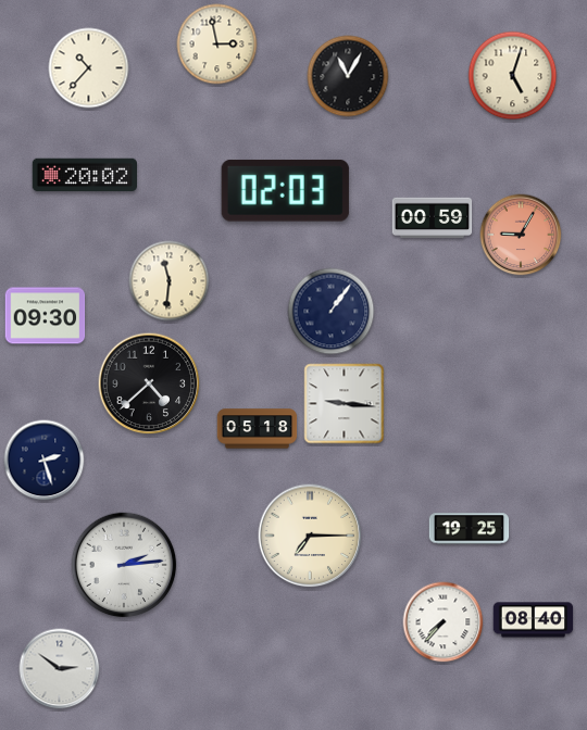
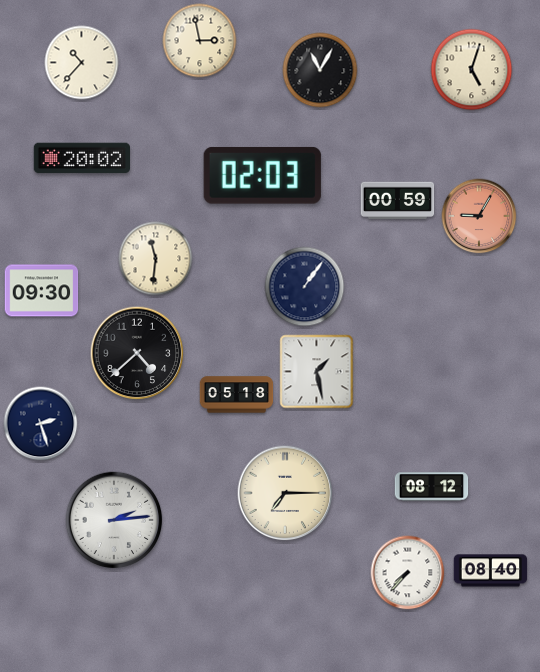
clock at (84, 175) position: (84, 175) -> (81, 158)
clock at (345, 404): 9:16 -> 1:28
clock at (470, 529): 19:25 -> 08:12
clock at (60, 669): 2:51 -> none
